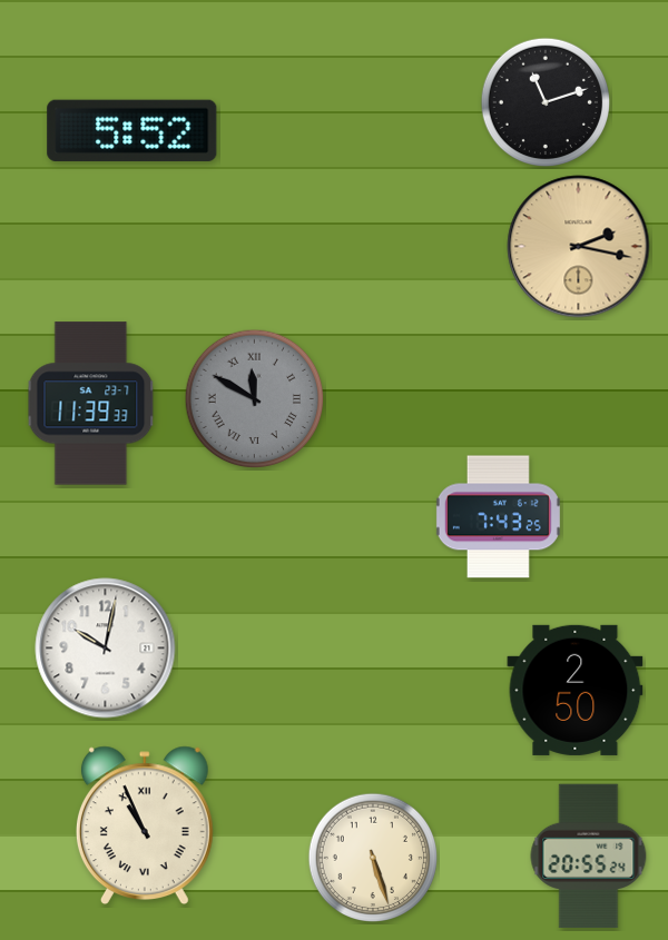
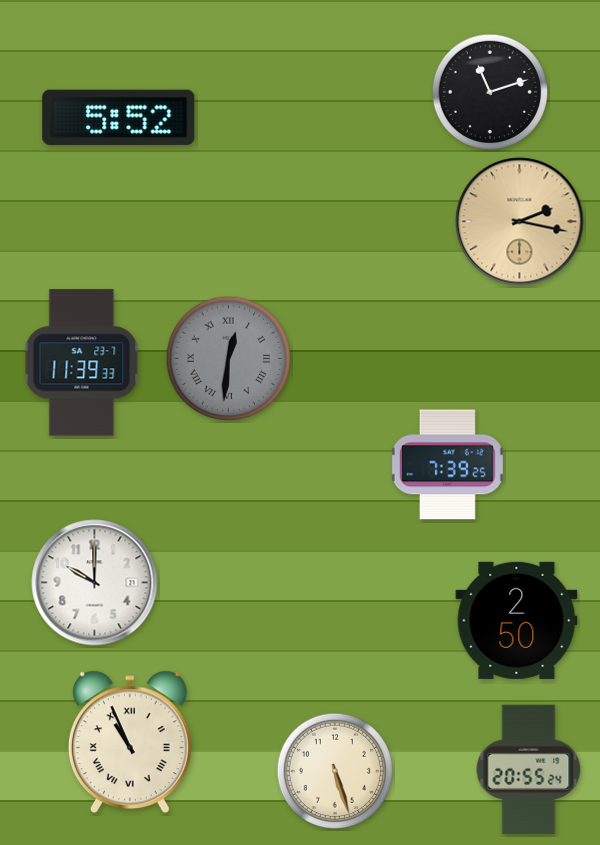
clock at (255, 399): 11:50 -> 12:31
clock at (498, 517): 7:43 -> 7:39
clock at (106, 649): 10:02 -> 10:00
